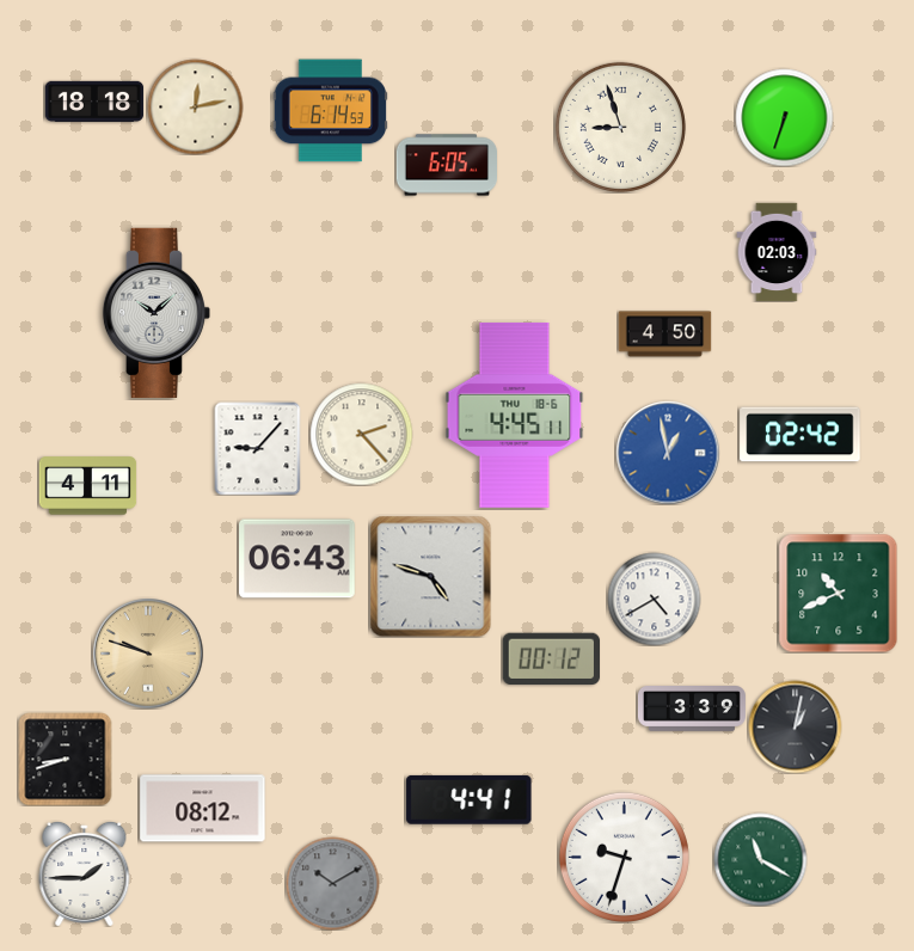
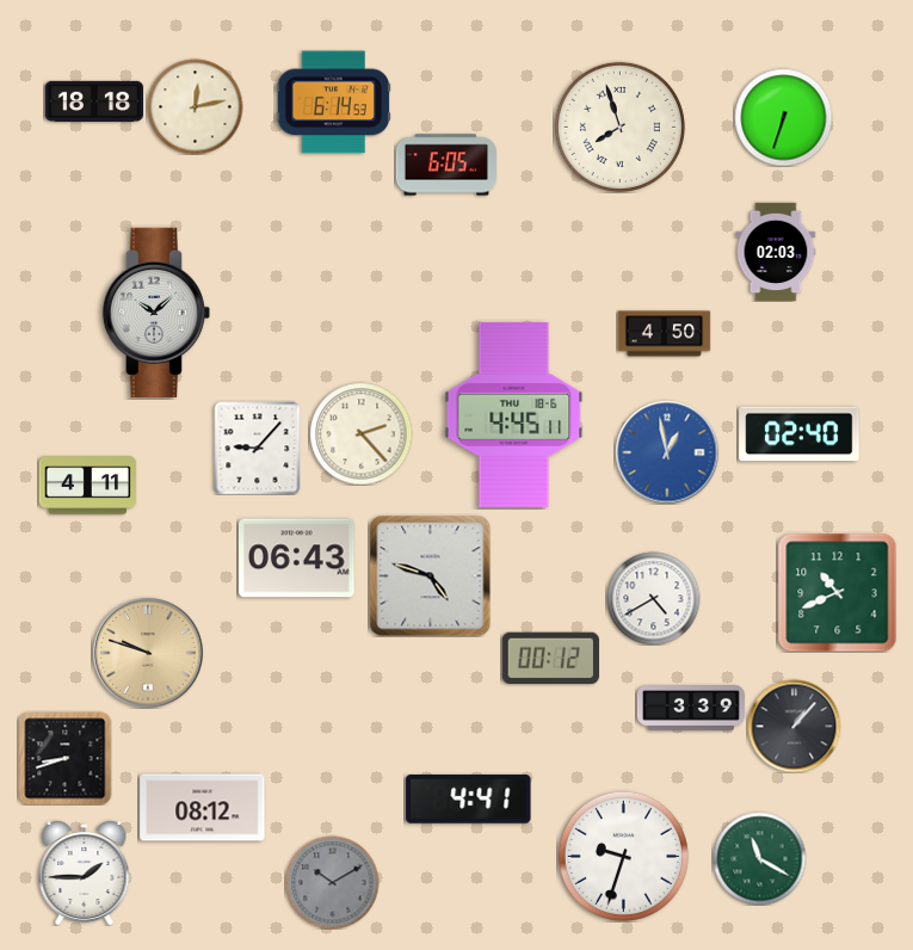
clock at (330, 111) position: (330, 111) -> (333, 103)
clock at (620, 127): 8:57 -> 7:57
clock at (800, 435): 02:42 -> 02:40
clock at (795, 726): 1:02 -> 1:07
